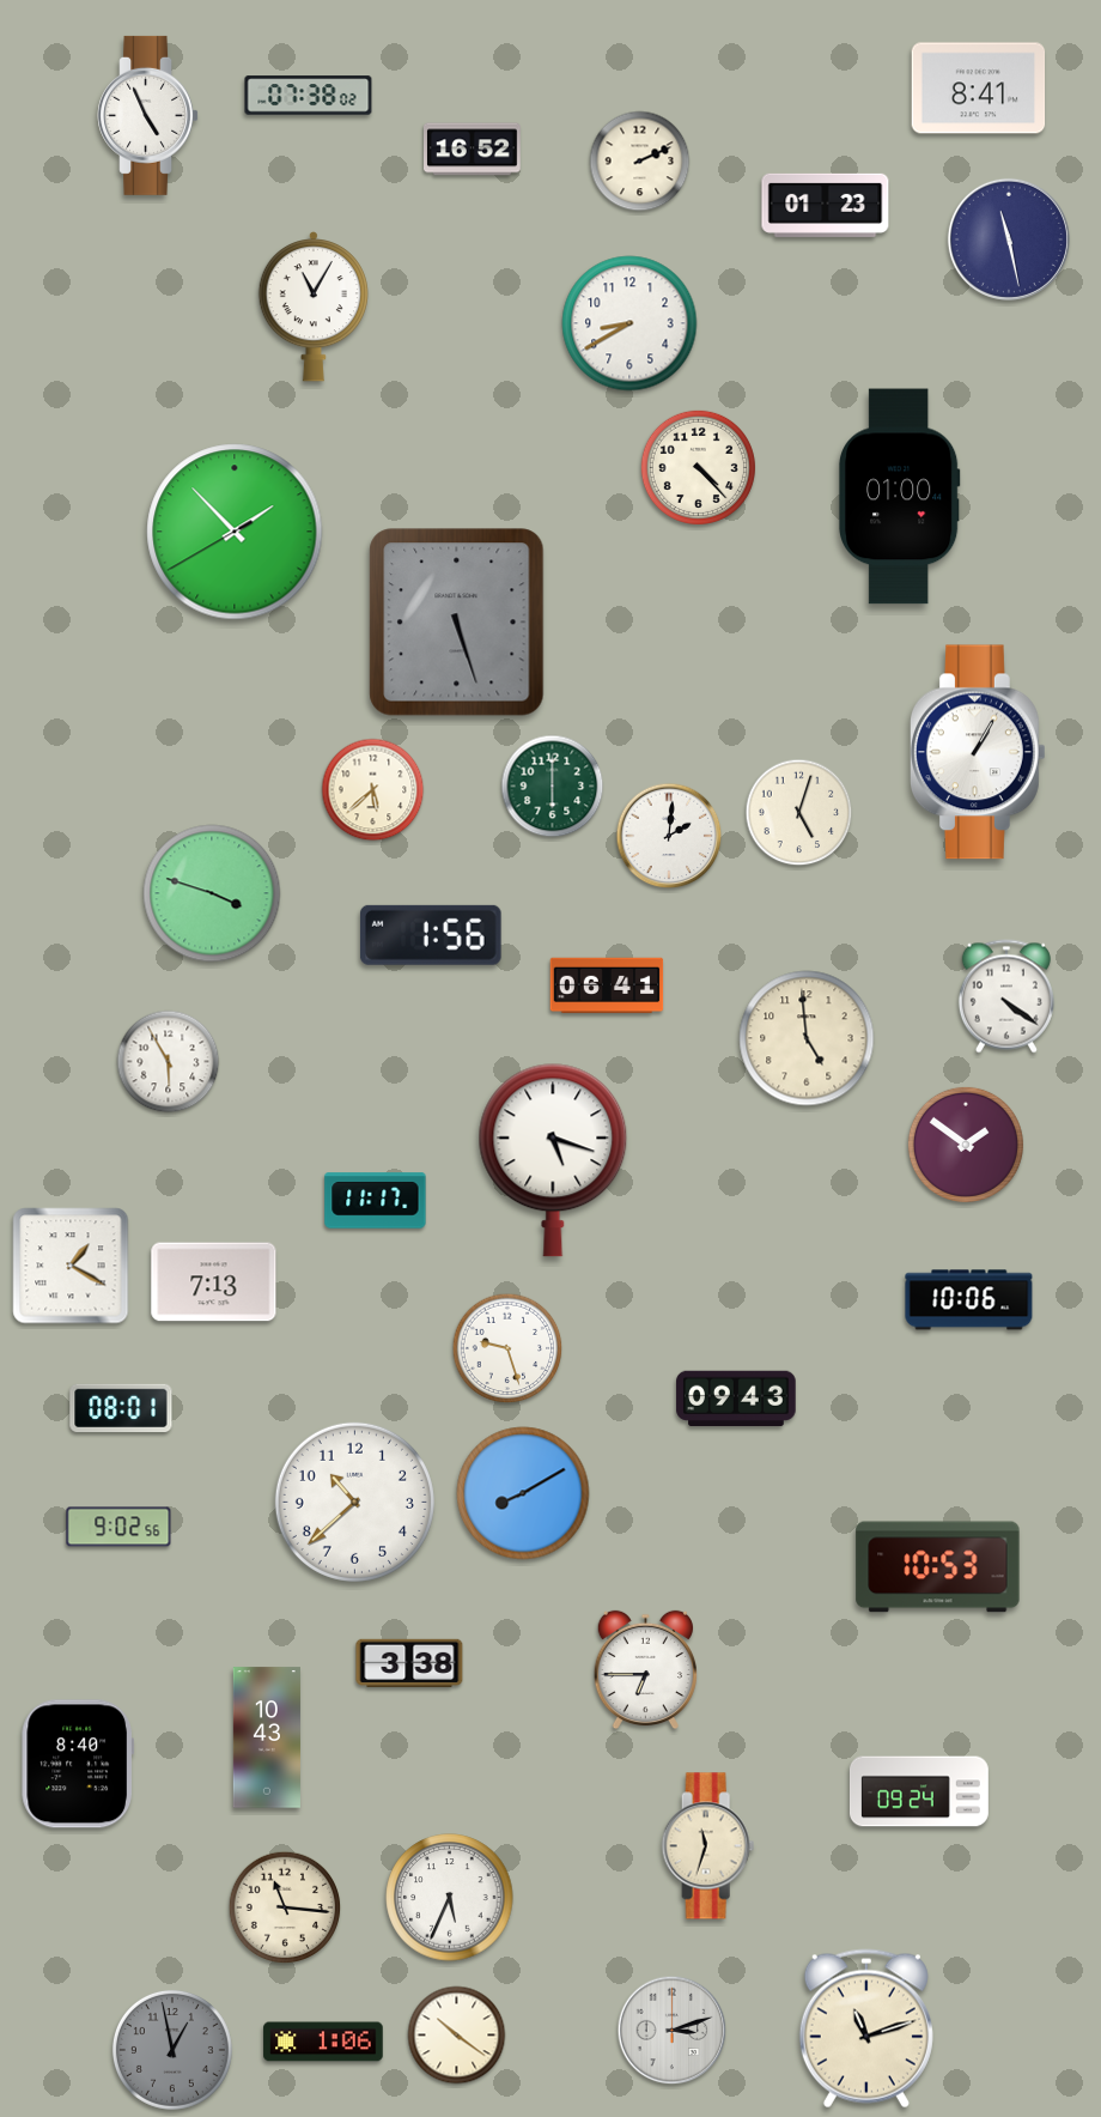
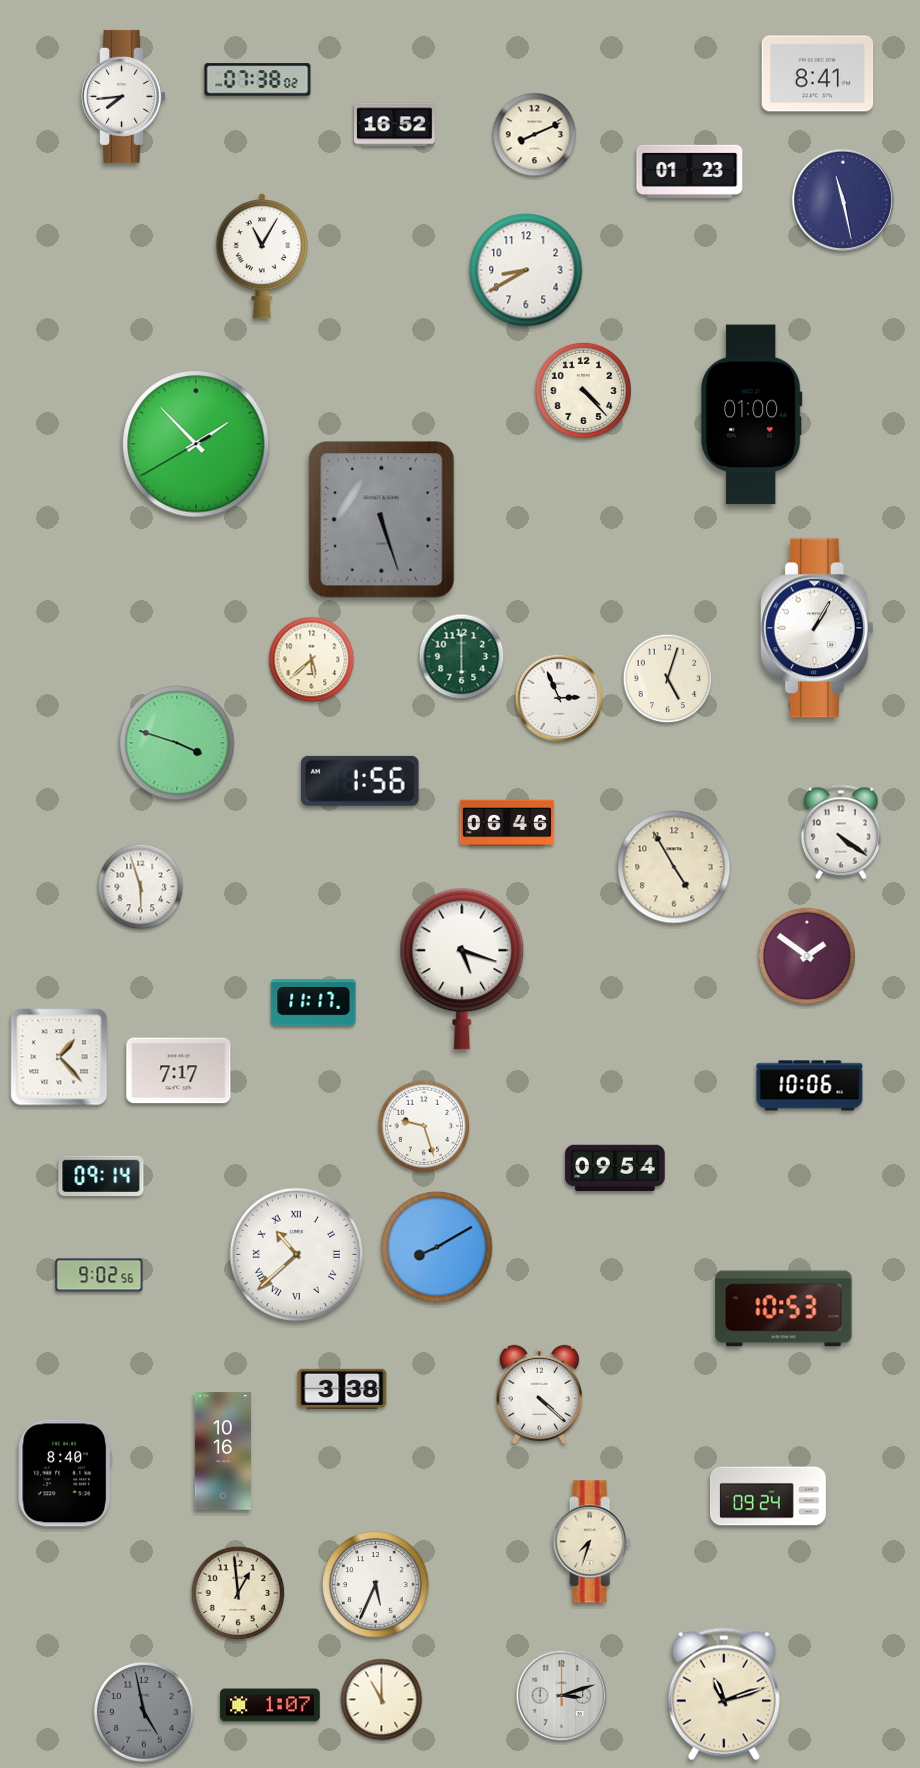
clock at (148, 115): 4:56 -> 7:44
clock at (640, 162): 2:11 -> 8:11
clock at (669, 836): 2:01 -> 2:56
clock at (212, 893) position: (212, 893) -> (177, 743)
clock at (607, 985): 06:41 -> 06:46
clock at (807, 1038): 4:59 -> 4:55
clock at (169, 1062): 5:55 -> 5:57
clock at (71, 1266): 1:20 -> 1:23
clock at (214, 1282): 7:13 -> 7:17
clock at (736, 1397): 09:43 -> 09:54
clock at (121, 1407): 08:01 -> 09:14
clock at (354, 1502) numerals: Arabic -> Roman
clock at (645, 1670): 6:45 -> 4:22
clock at (267, 1737): 10:43 -> 10:16
clock at (708, 1846): 11:33 -> 7:33
clock at (285, 1907): 11:16 -> 12:59
clock at (457, 2036): 10:21 -> 11:00
clock at (323, 2042): 1:06 -> 1:07
clock at (172, 2050): 12:58 -> 4:58
